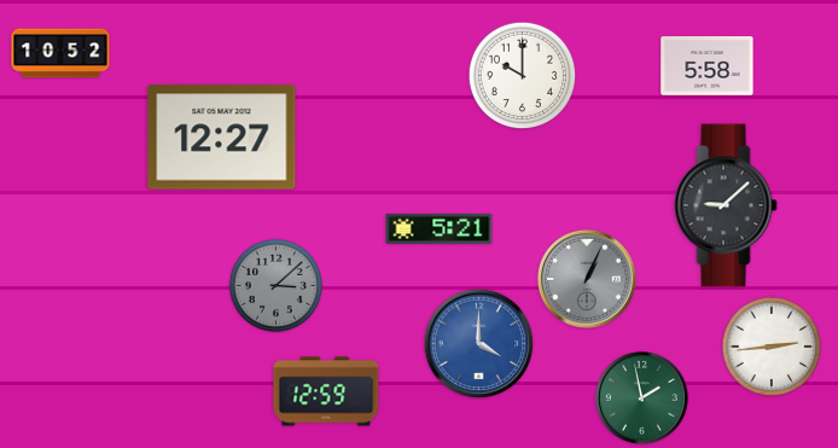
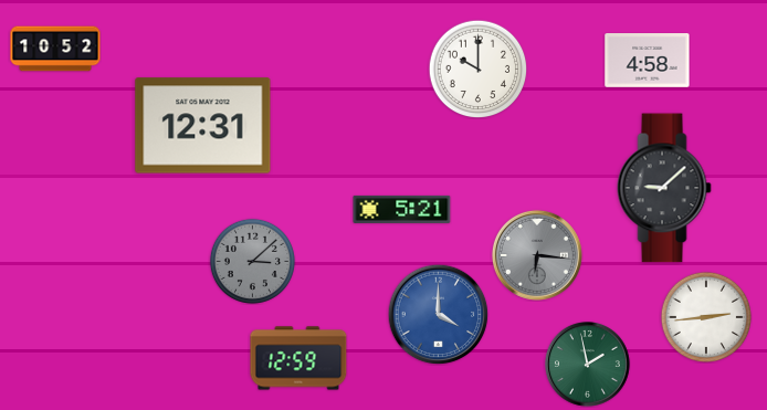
clock at (708, 66): 5:58 -> 4:58
clock at (222, 138): 12:27 -> 12:31
clock at (587, 279): 1:04 -> 6:16
